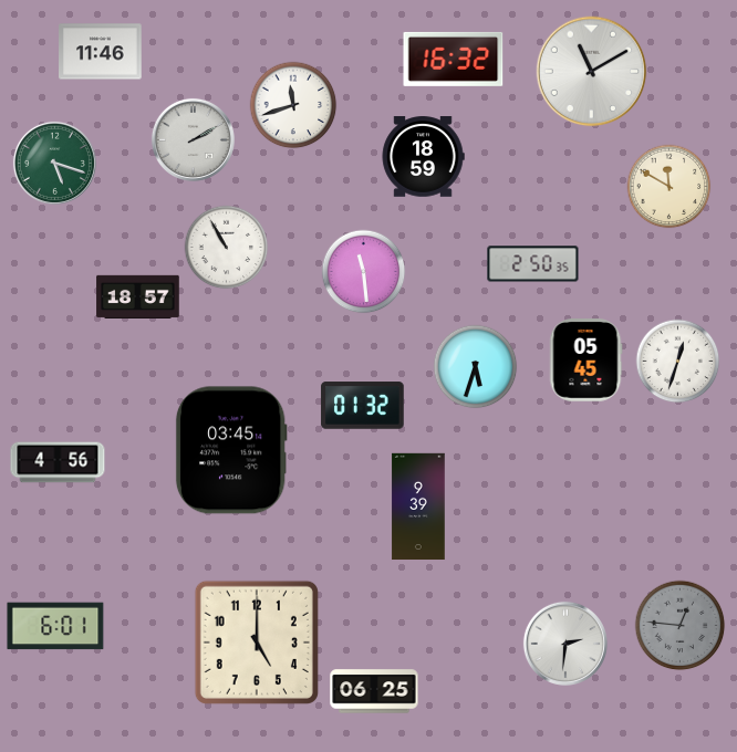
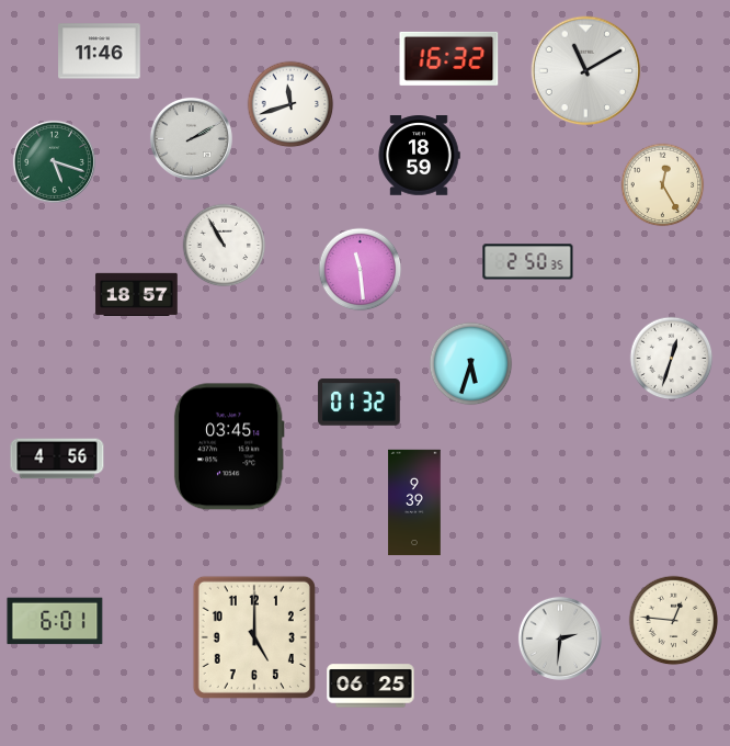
clock at (669, 187): 11:50 -> 12:25
clock at (585, 361): 05:45 -> none
clock at (681, 626) dial: grey -> cream
